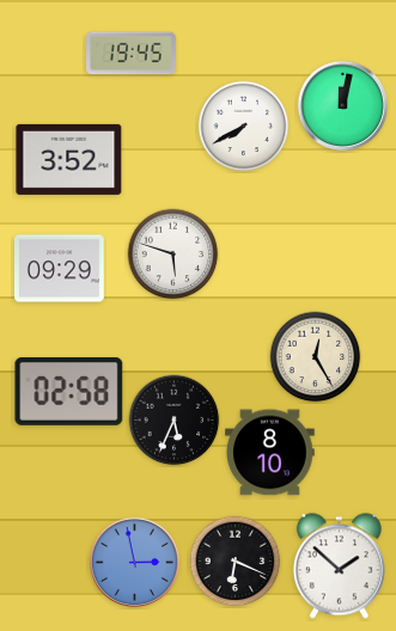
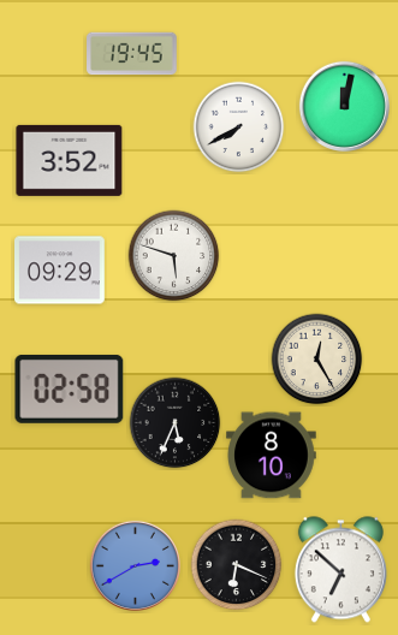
clock at (244, 127) position: (244, 127) -> (239, 127)
clock at (69, 391) position: (69, 391) -> (70, 388)
clock at (134, 562): 2:58 -> 2:40
clock at (339, 566): 1:52 -> 6:52
